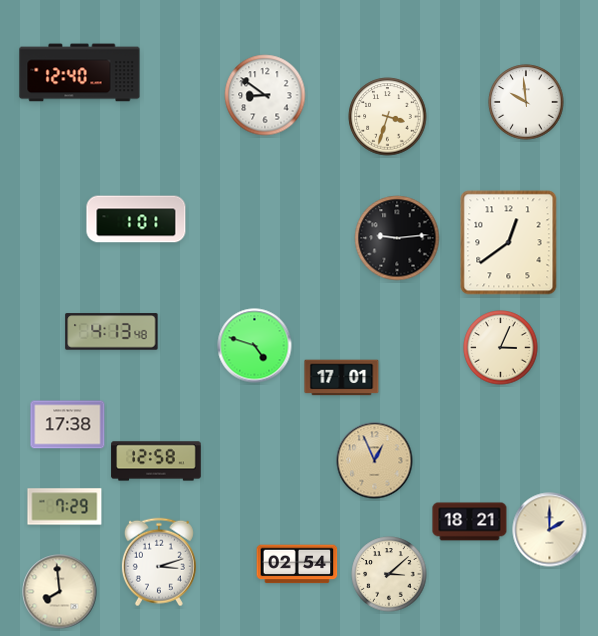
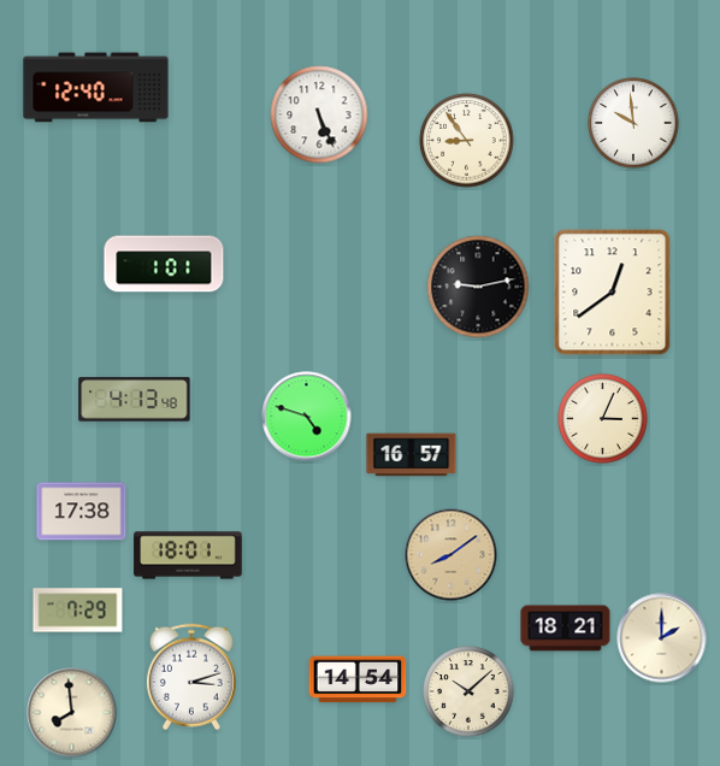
clock at (265, 95): 8:51 -> 5:26
clock at (388, 117): 3:33 -> 8:54
clock at (397, 238): 9:14 -> 9:13
clock at (342, 378): 17:01 -> 16:57
clock at (156, 461): 12:58 -> 18:01
clock at (375, 461): 12:56 -> 8:09
clock at (297, 564): 02:54 -> 14:54
clock at (389, 574): 3:08 -> 10:08
